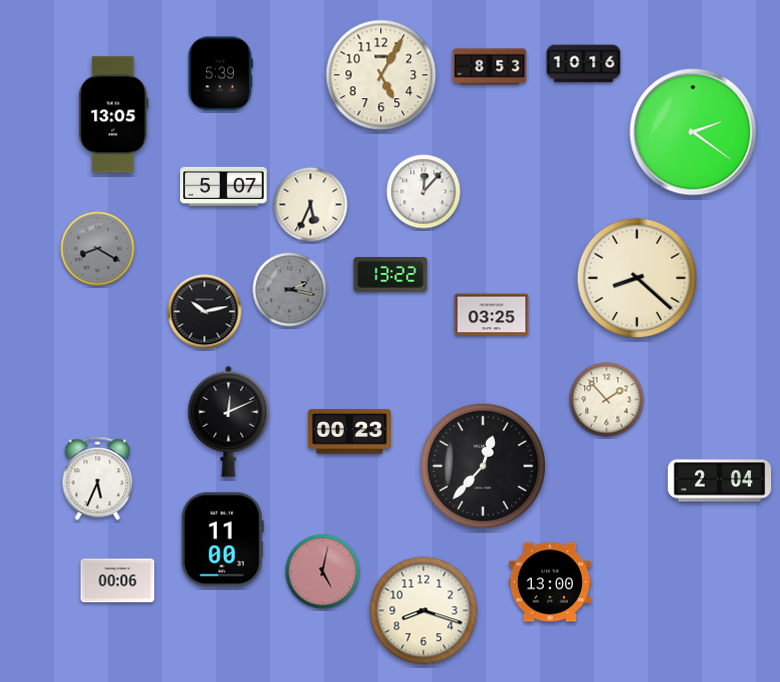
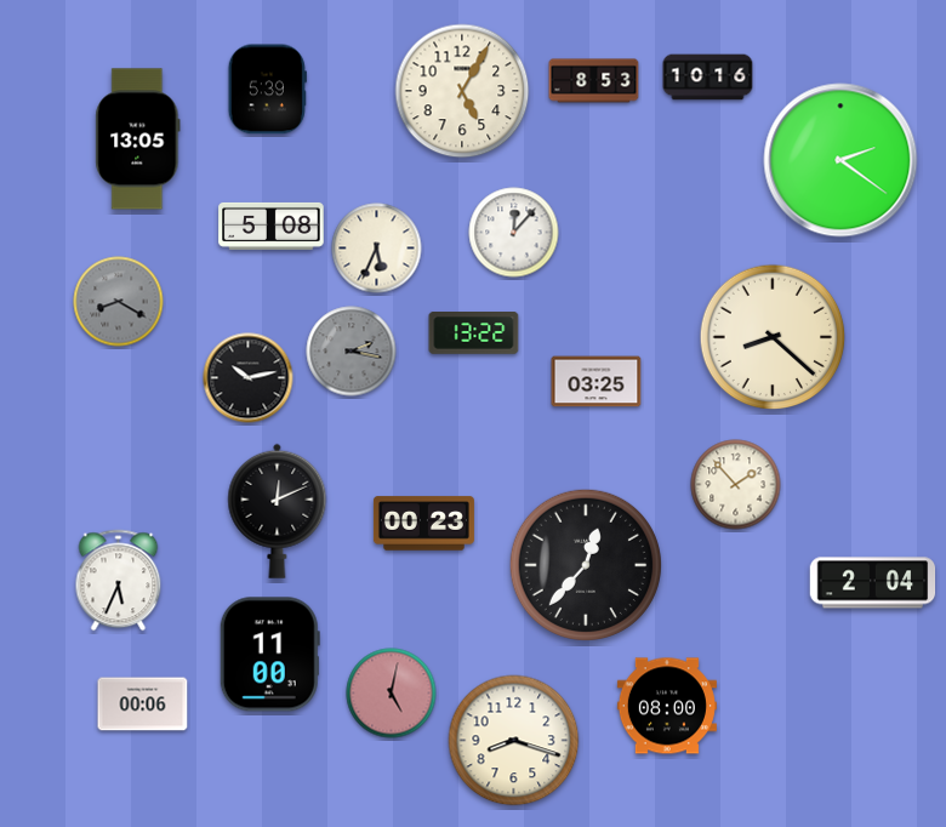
clock at (224, 186): 5:07 -> 5:08
clock at (550, 582): 13:00 -> 08:00
